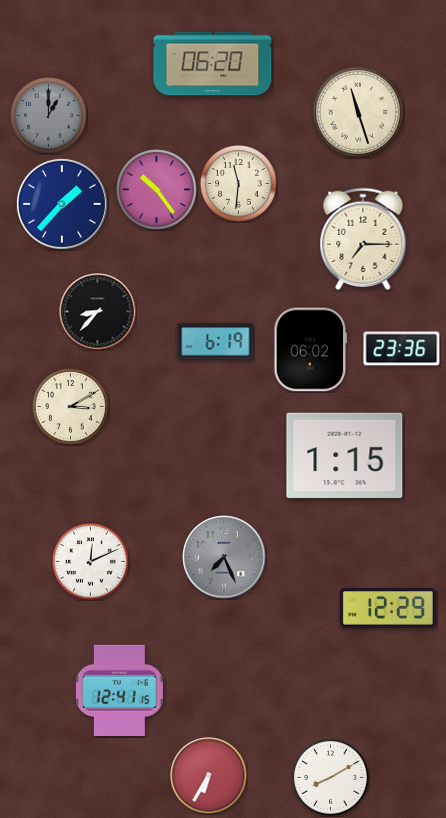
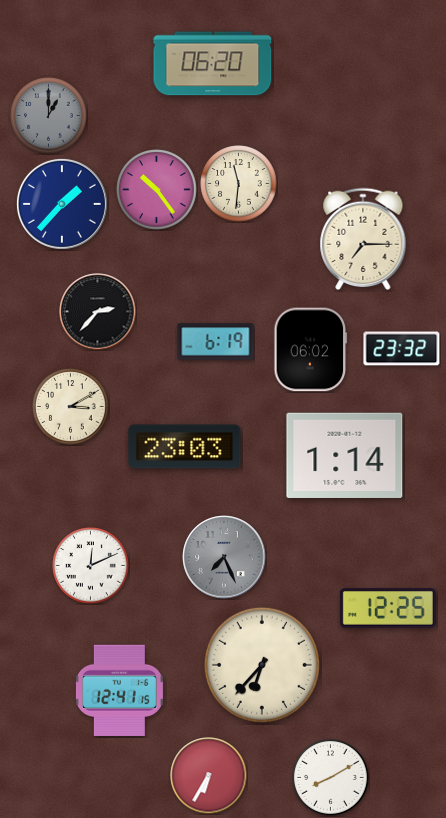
clock at (358, 112): 11:27 -> none
clock at (98, 312): 8:37 -> 2:37
clock at (402, 349): 23:36 -> 23:32
clock at (185, 447): none -> 23:03
clock at (345, 455): 1:15 -> 1:14
clock at (91, 562) position: (91, 562) -> (91, 566)
clock at (388, 608): 12:29 -> 12:25
clock at (262, 665): none -> 6:37
